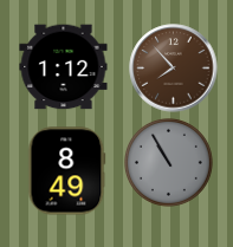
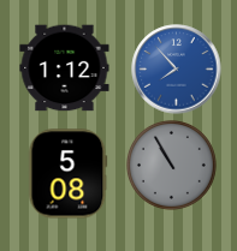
clock at (174, 69) dial: brown -> blue
clock at (67, 171): 8:49 -> 5:08
